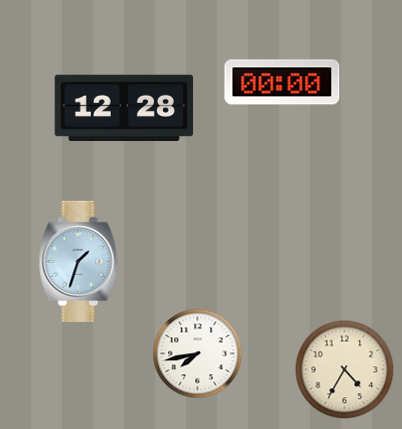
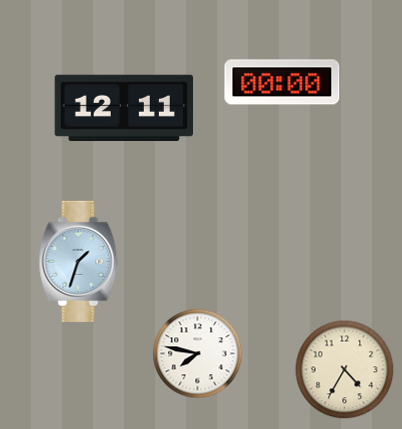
clock at (124, 107): 12:28 -> 12:11
clock at (198, 354): 7:43 -> 7:47
